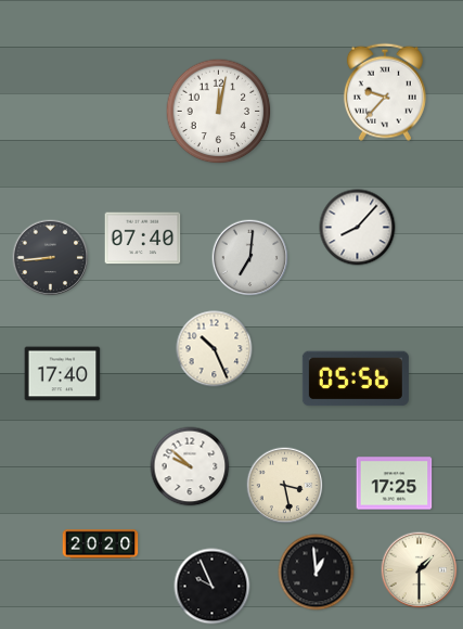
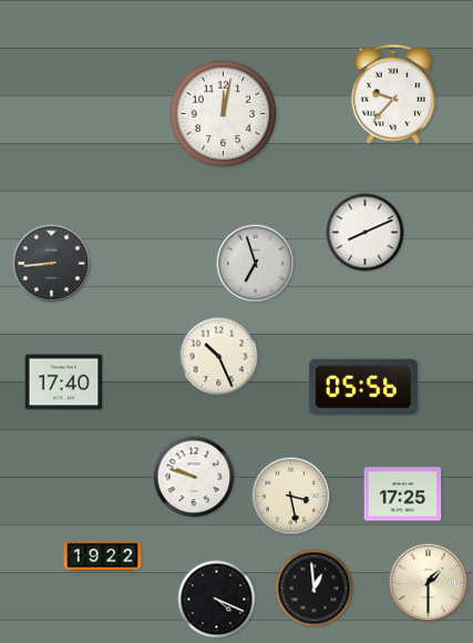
clock at (358, 228): 8:07 -> 8:11
clock at (143, 239): 07:40 -> none
clock at (250, 258): 7:01 -> 6:57
clock at (190, 466): 9:52 -> 9:48
clock at (101, 544): 20:20 -> 19:22
clock at (317, 573) position: (317, 573) -> (315, 589)
clock at (213, 587): 9:56 -> 4:19
